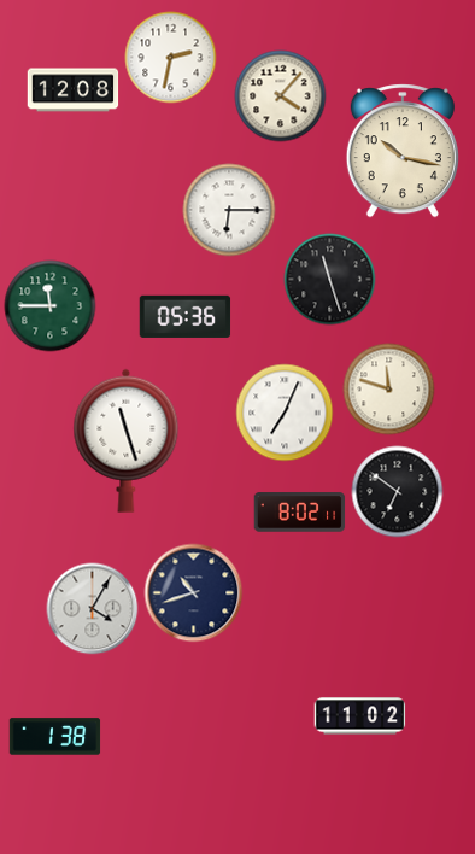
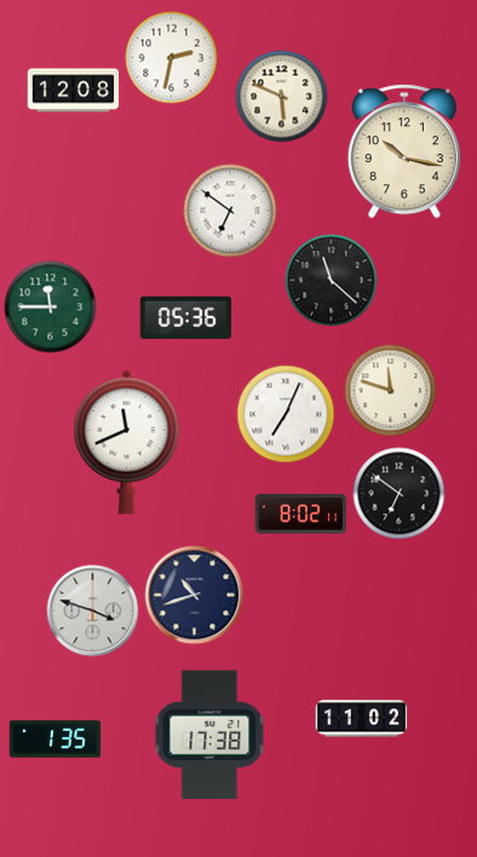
clock at (281, 96): 4:07 -> 5:49
clock at (229, 210): 6:15 -> 6:51
clock at (330, 280): 11:27 -> 11:22
clock at (127, 440): 11:27 -> 11:41
clock at (93, 609): 4:05 -> 3:48
clock at (209, 735): none -> 17:38
clock at (55, 737): 1:38 -> 1:35
